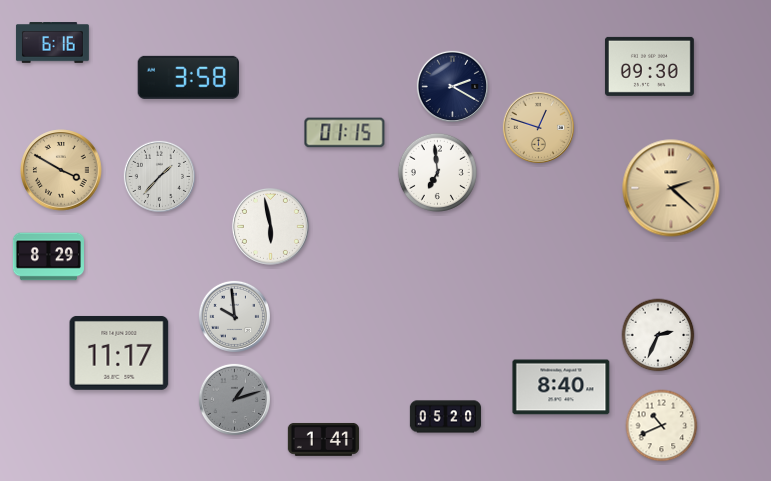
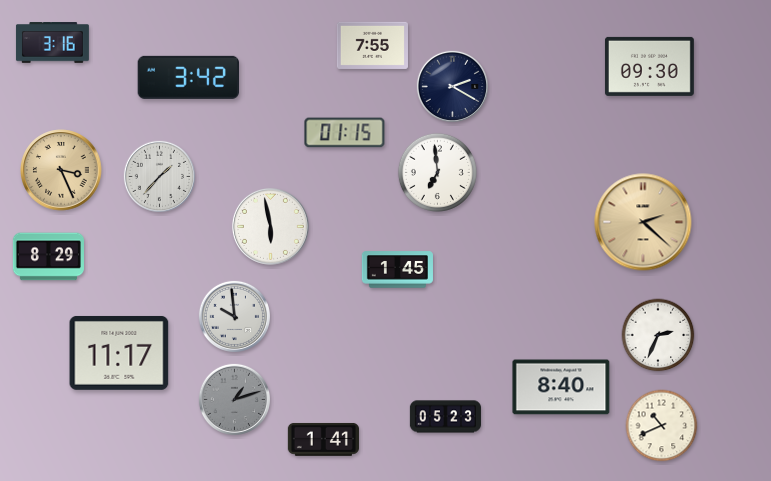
clock at (53, 43): 6:16 -> 3:16
clock at (372, 45): none -> 7:55
clock at (188, 77): 3:58 -> 3:42
clock at (538, 127): 12:48 -> none
clock at (61, 170): 3:50 -> 3:26
clock at (671, 188) position: (671, 188) -> (643, 222)
clock at (397, 270): none -> 1:45
clock at (445, 417): 05:20 -> 05:23
